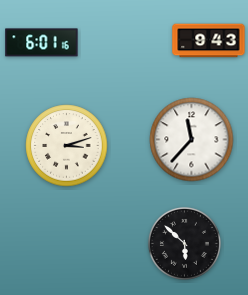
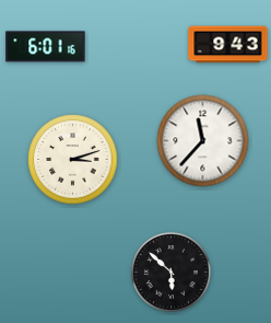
clock at (192, 140) position: (192, 140) -> (203, 141)
clock at (184, 243) position: (184, 243) -> (170, 272)
